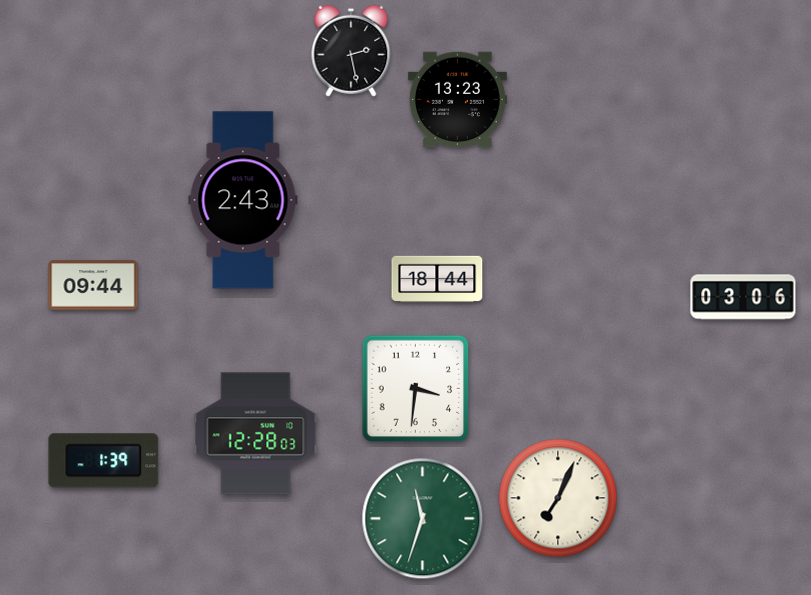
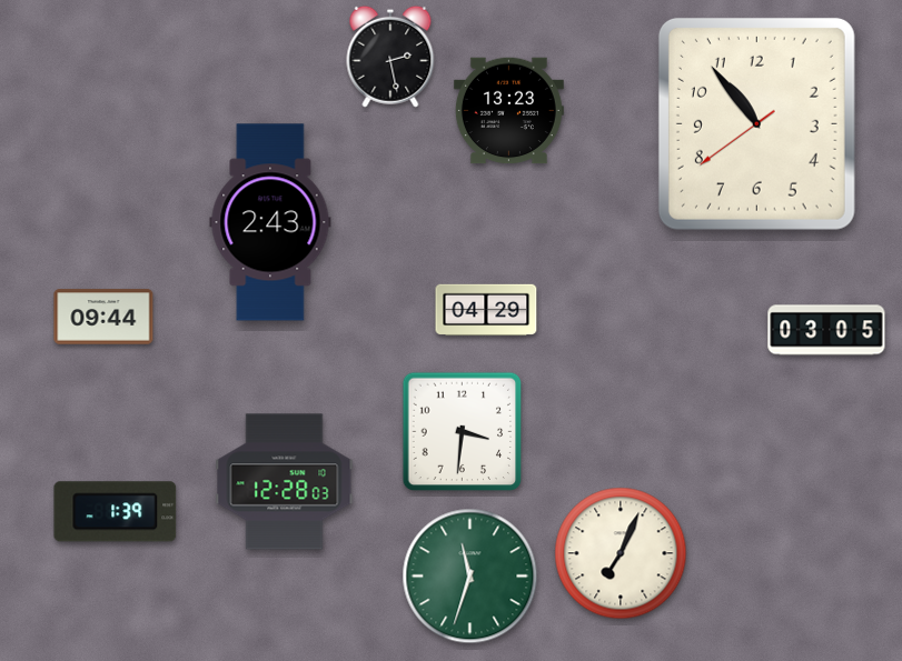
clock at (756, 123): none -> 10:53
clock at (437, 279): 18:44 -> 04:29
clock at (743, 297): 03:06 -> 03:05
